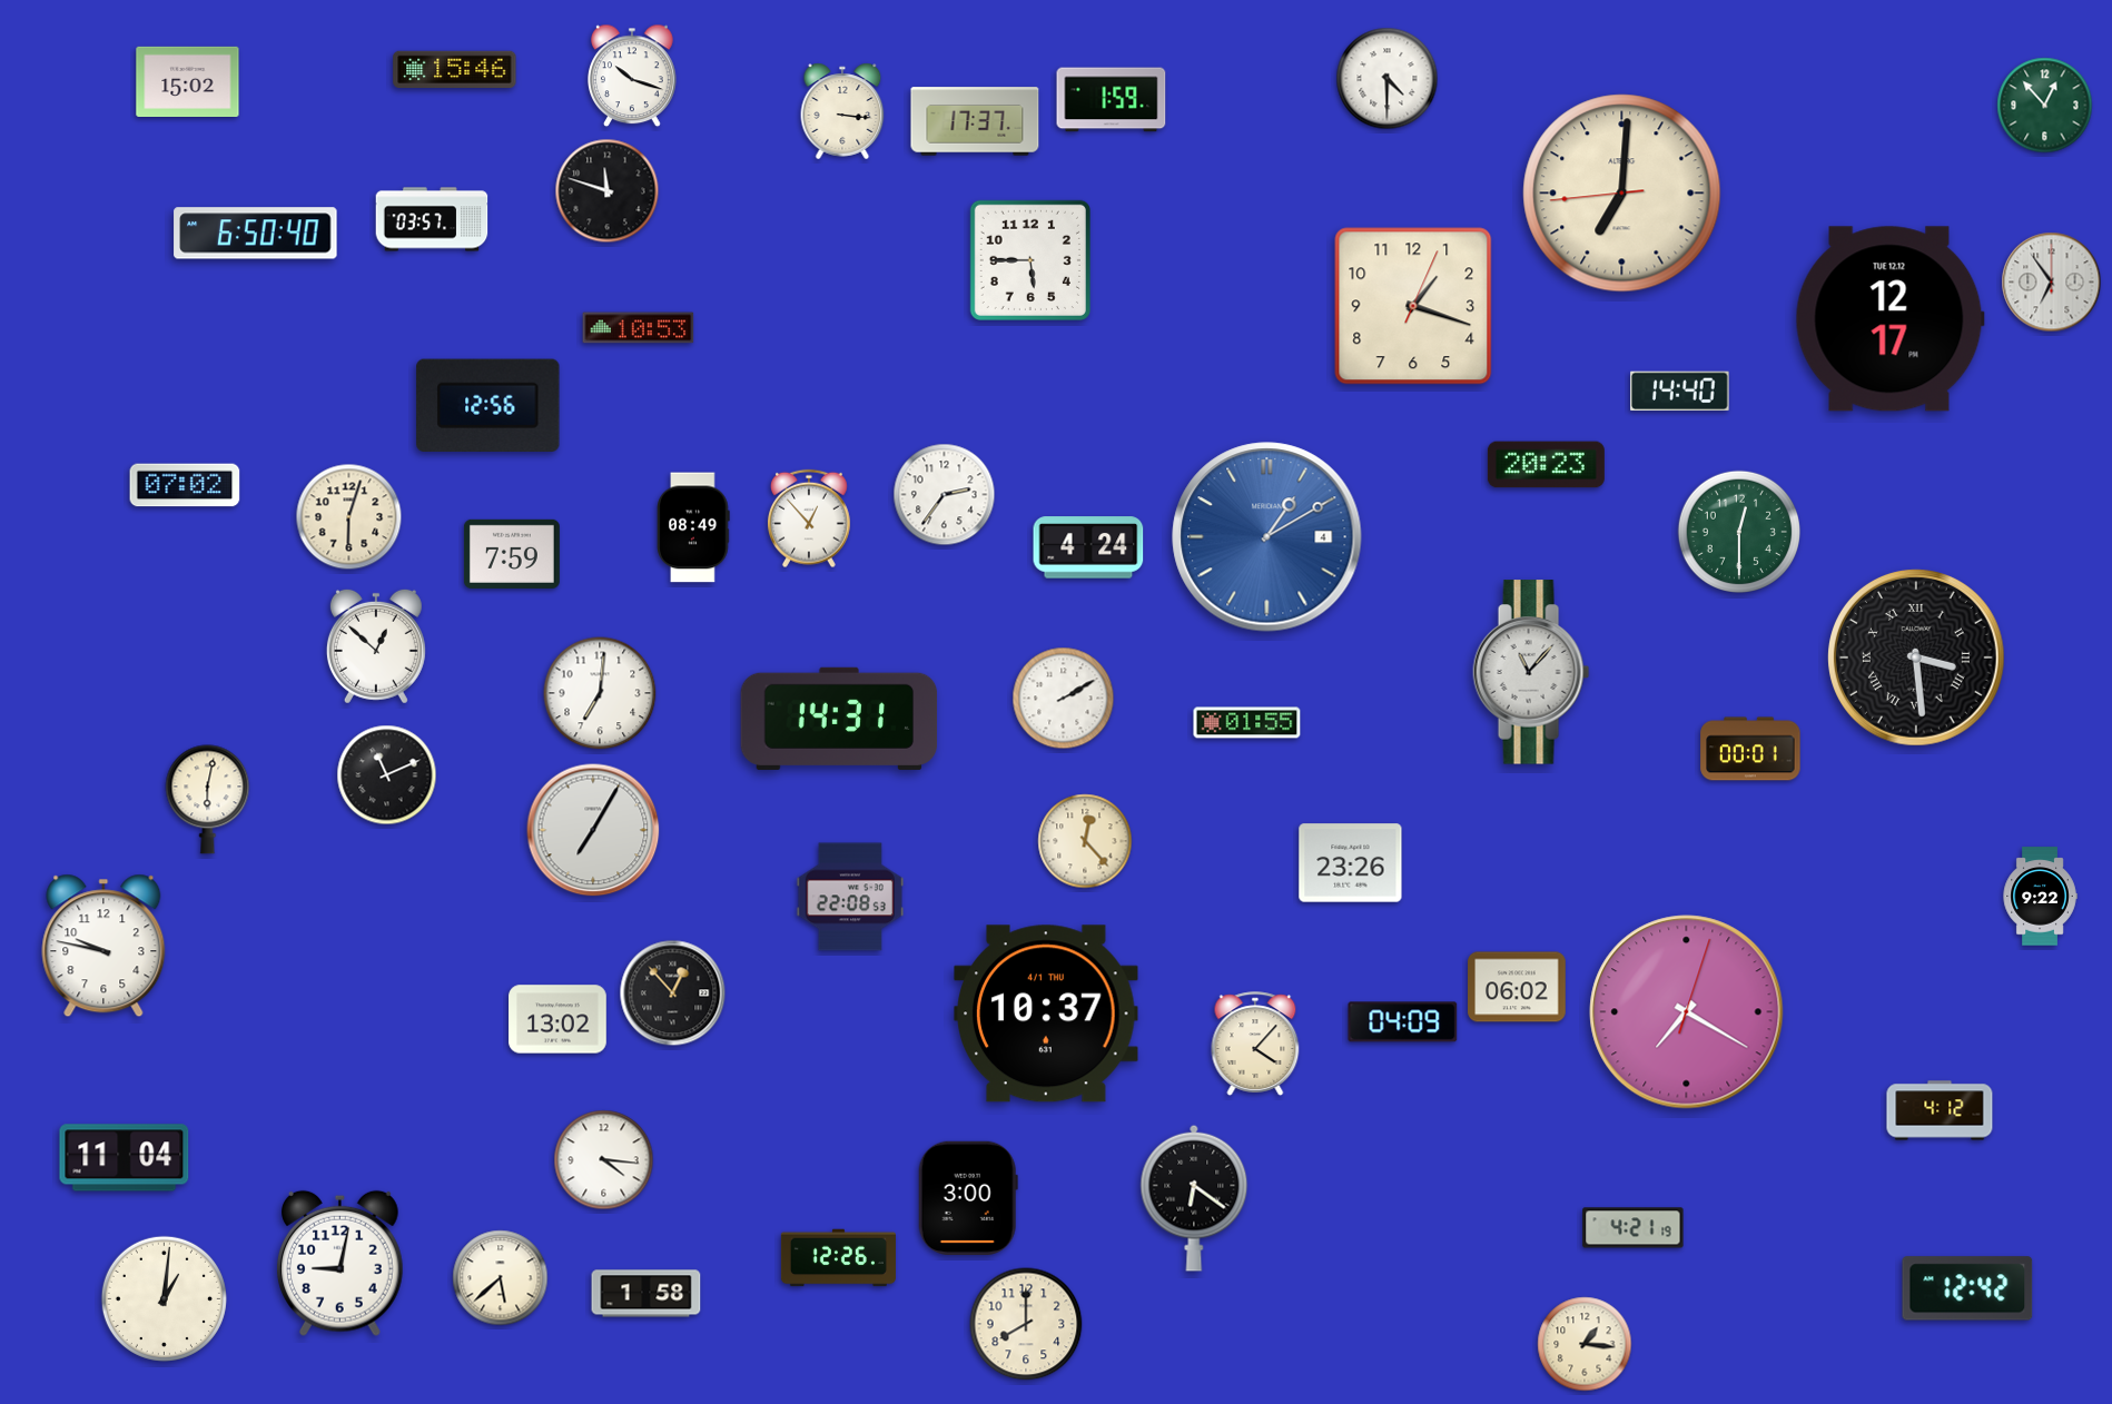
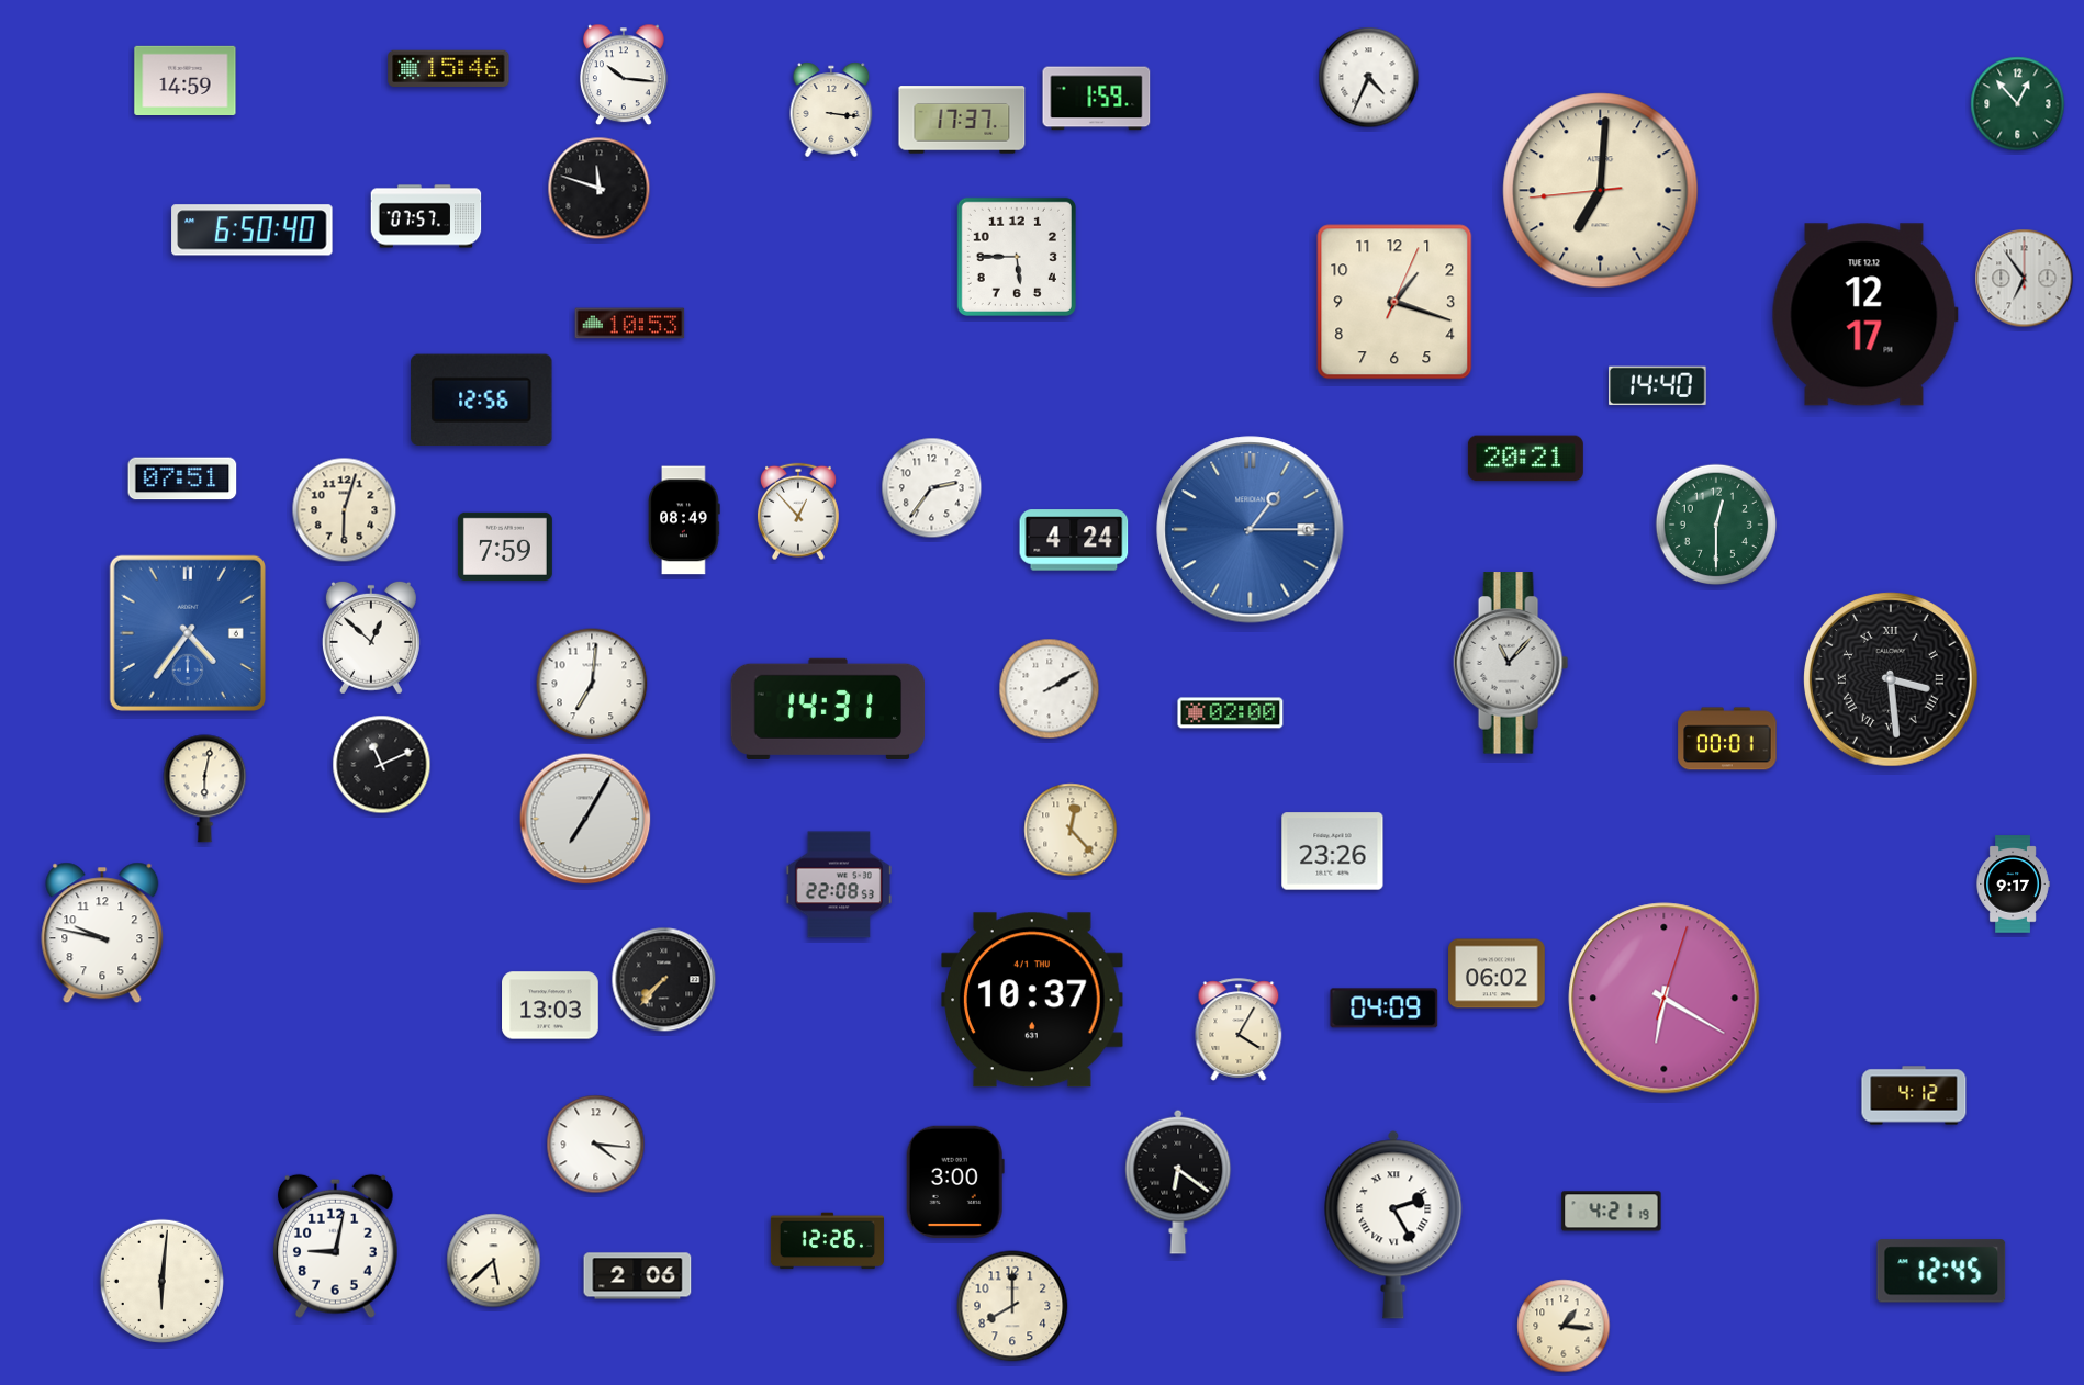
clock at (633, 76): 10:18 -> 10:16
clock at (1388, 79): 4:30 -> 4:34
clock at (188, 81): 15:02 -> 14:59
clock at (432, 219): 03:57 -> 07:57
clock at (1546, 465): 20:23 -> 20:21
clock at (185, 485): 07:02 -> 07:51
clock at (1267, 537): 1:10 -> 1:15
clock at (188, 633): none -> 4:36
clock at (1916, 657) position: (1916, 657) -> (1891, 679)
clock at (1247, 723): 01:55 -> 02:00
clock at (2040, 897): 9:22 -> 9:17
clock at (673, 993): 12:53 -> 7:37
clock at (1687, 1012): 7:20 -> 6:20
clock at (557, 1019): 13:02 -> 13:03
clock at (1255, 1044): 4:07 -> 4:05
clock at (125, 1158): 11:04 -> none
clock at (1393, 1225): none -> 2:25
clock at (1967, 1288): 12:42 -> 12:45
clock at (647, 1294): 1:58 -> 2:06
clock at (164, 1298): 1:01 -> 6:01
